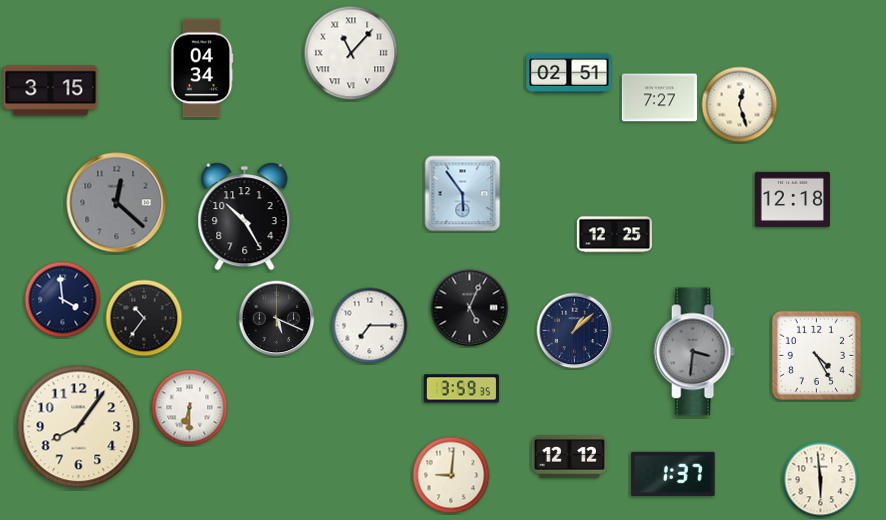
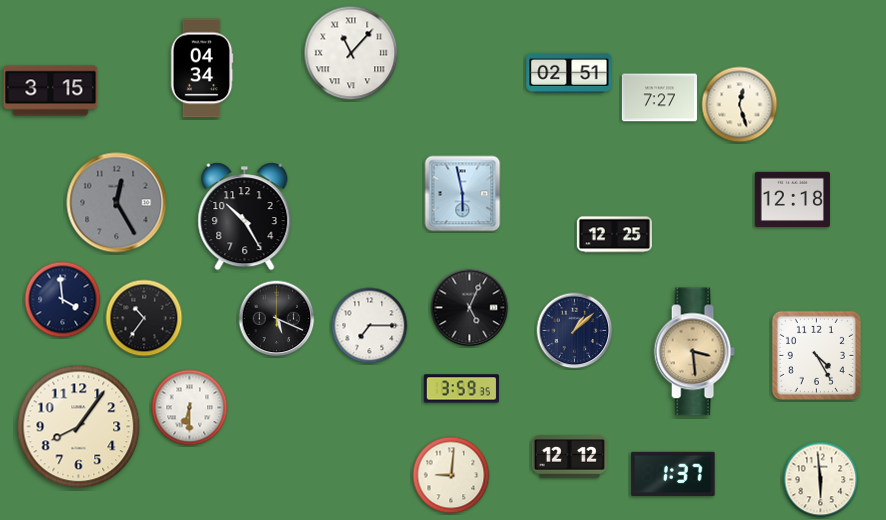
clock at (463, 194): 5:54 -> 5:58
clock at (117, 203): 12:22 -> 12:25
clock at (694, 352): 3:31 -> 3:29
clock at (694, 352) dial: grey -> champagne
